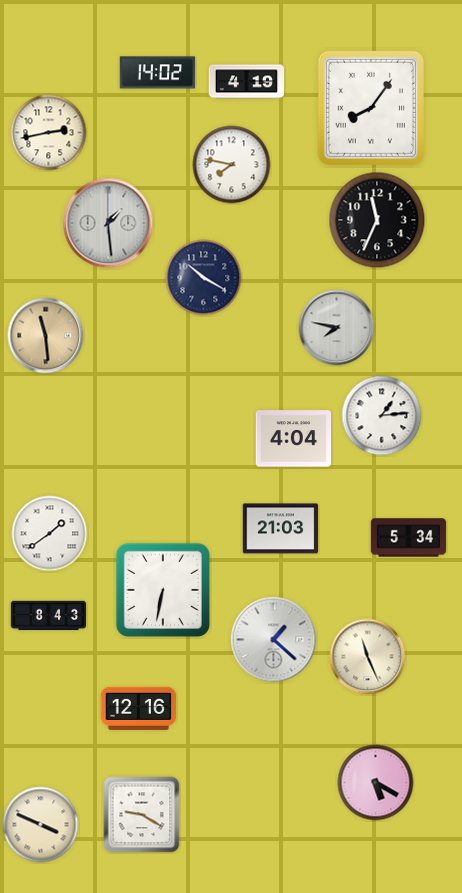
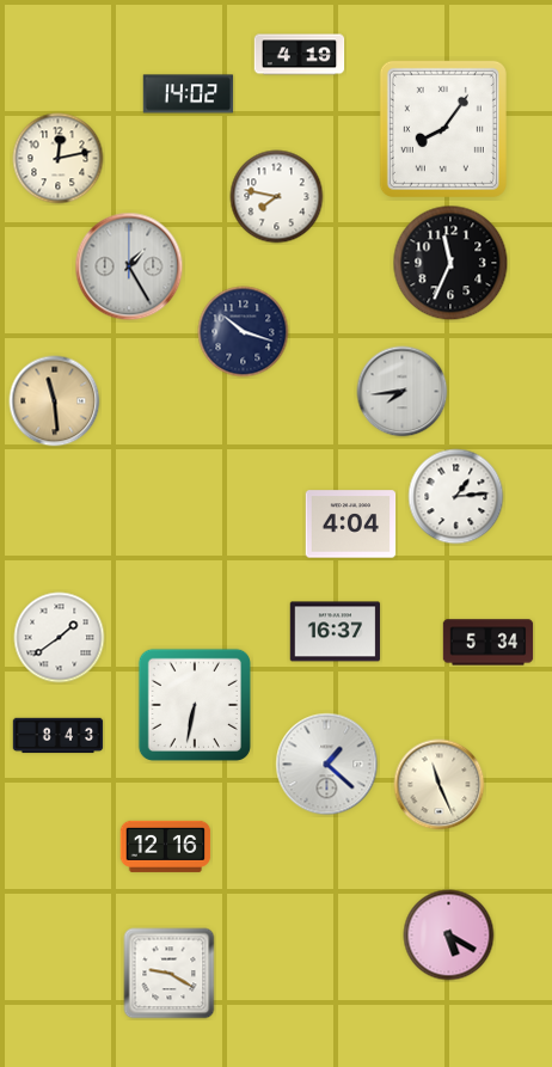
clock at (158, 73) position: (158, 73) -> (189, 94)
clock at (247, 82) position: (247, 82) -> (300, 55)
clock at (49, 133): 2:43 -> 12:13
clock at (108, 223): 1:29 -> 1:25
clock at (204, 278): 10:20 -> 10:18
clock at (337, 328): 7:47 -> 7:44
clock at (281, 529): 21:03 -> 16:37
clock at (41, 825): 3:49 -> none
